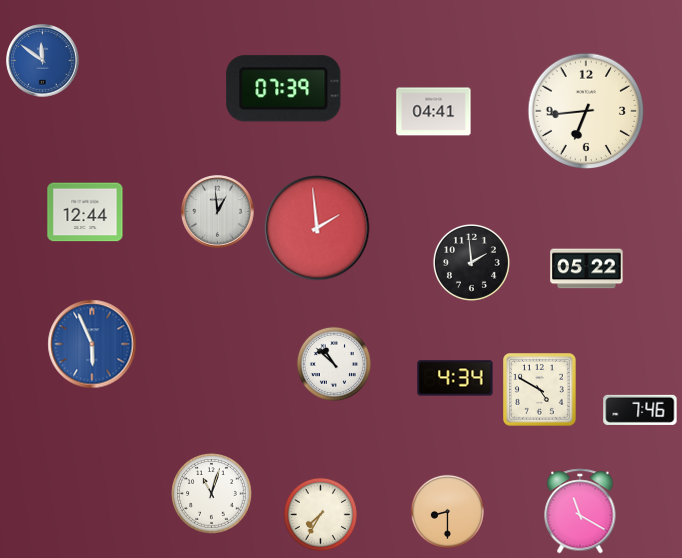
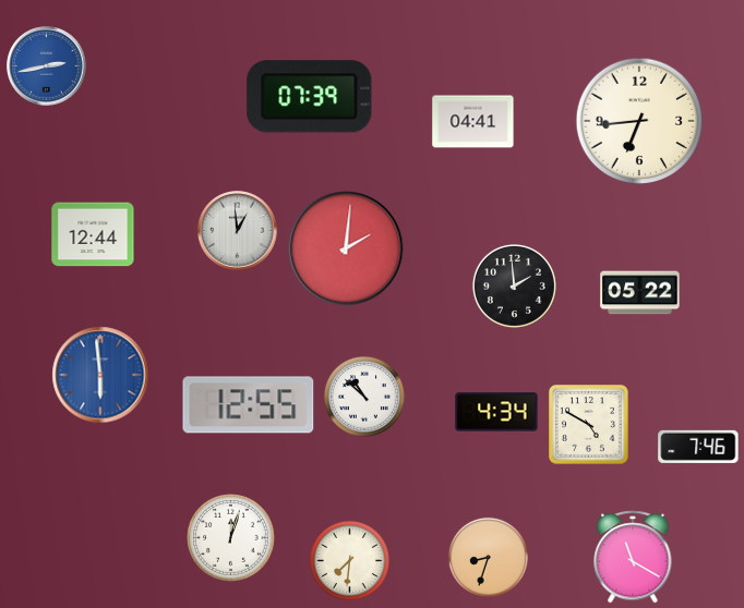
clock at (43, 61): 11:51 -> 2:43
clock at (85, 212) position: (85, 212) -> (93, 234)
clock at (317, 228): 1:59 -> 2:01
clock at (92, 344): 5:56 -> 5:59
clock at (249, 405): none -> 12:55
clock at (212, 494): 11:03 -> 12:03
clock at (447, 511): 8:30 -> 8:33
clock at (320, 514): 7:35 -> 7:31
